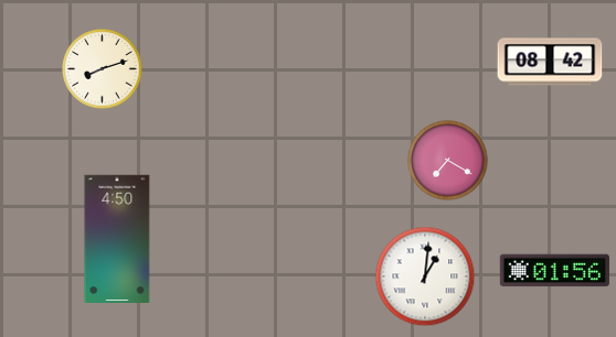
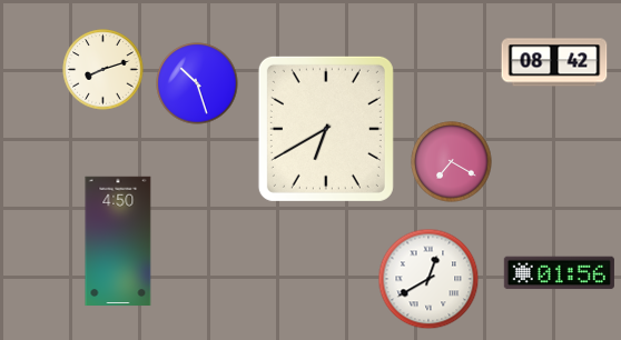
clock at (197, 83): none -> 10:27
clock at (326, 129): none -> 6:40
clock at (425, 276): 1:01 -> 12:40
